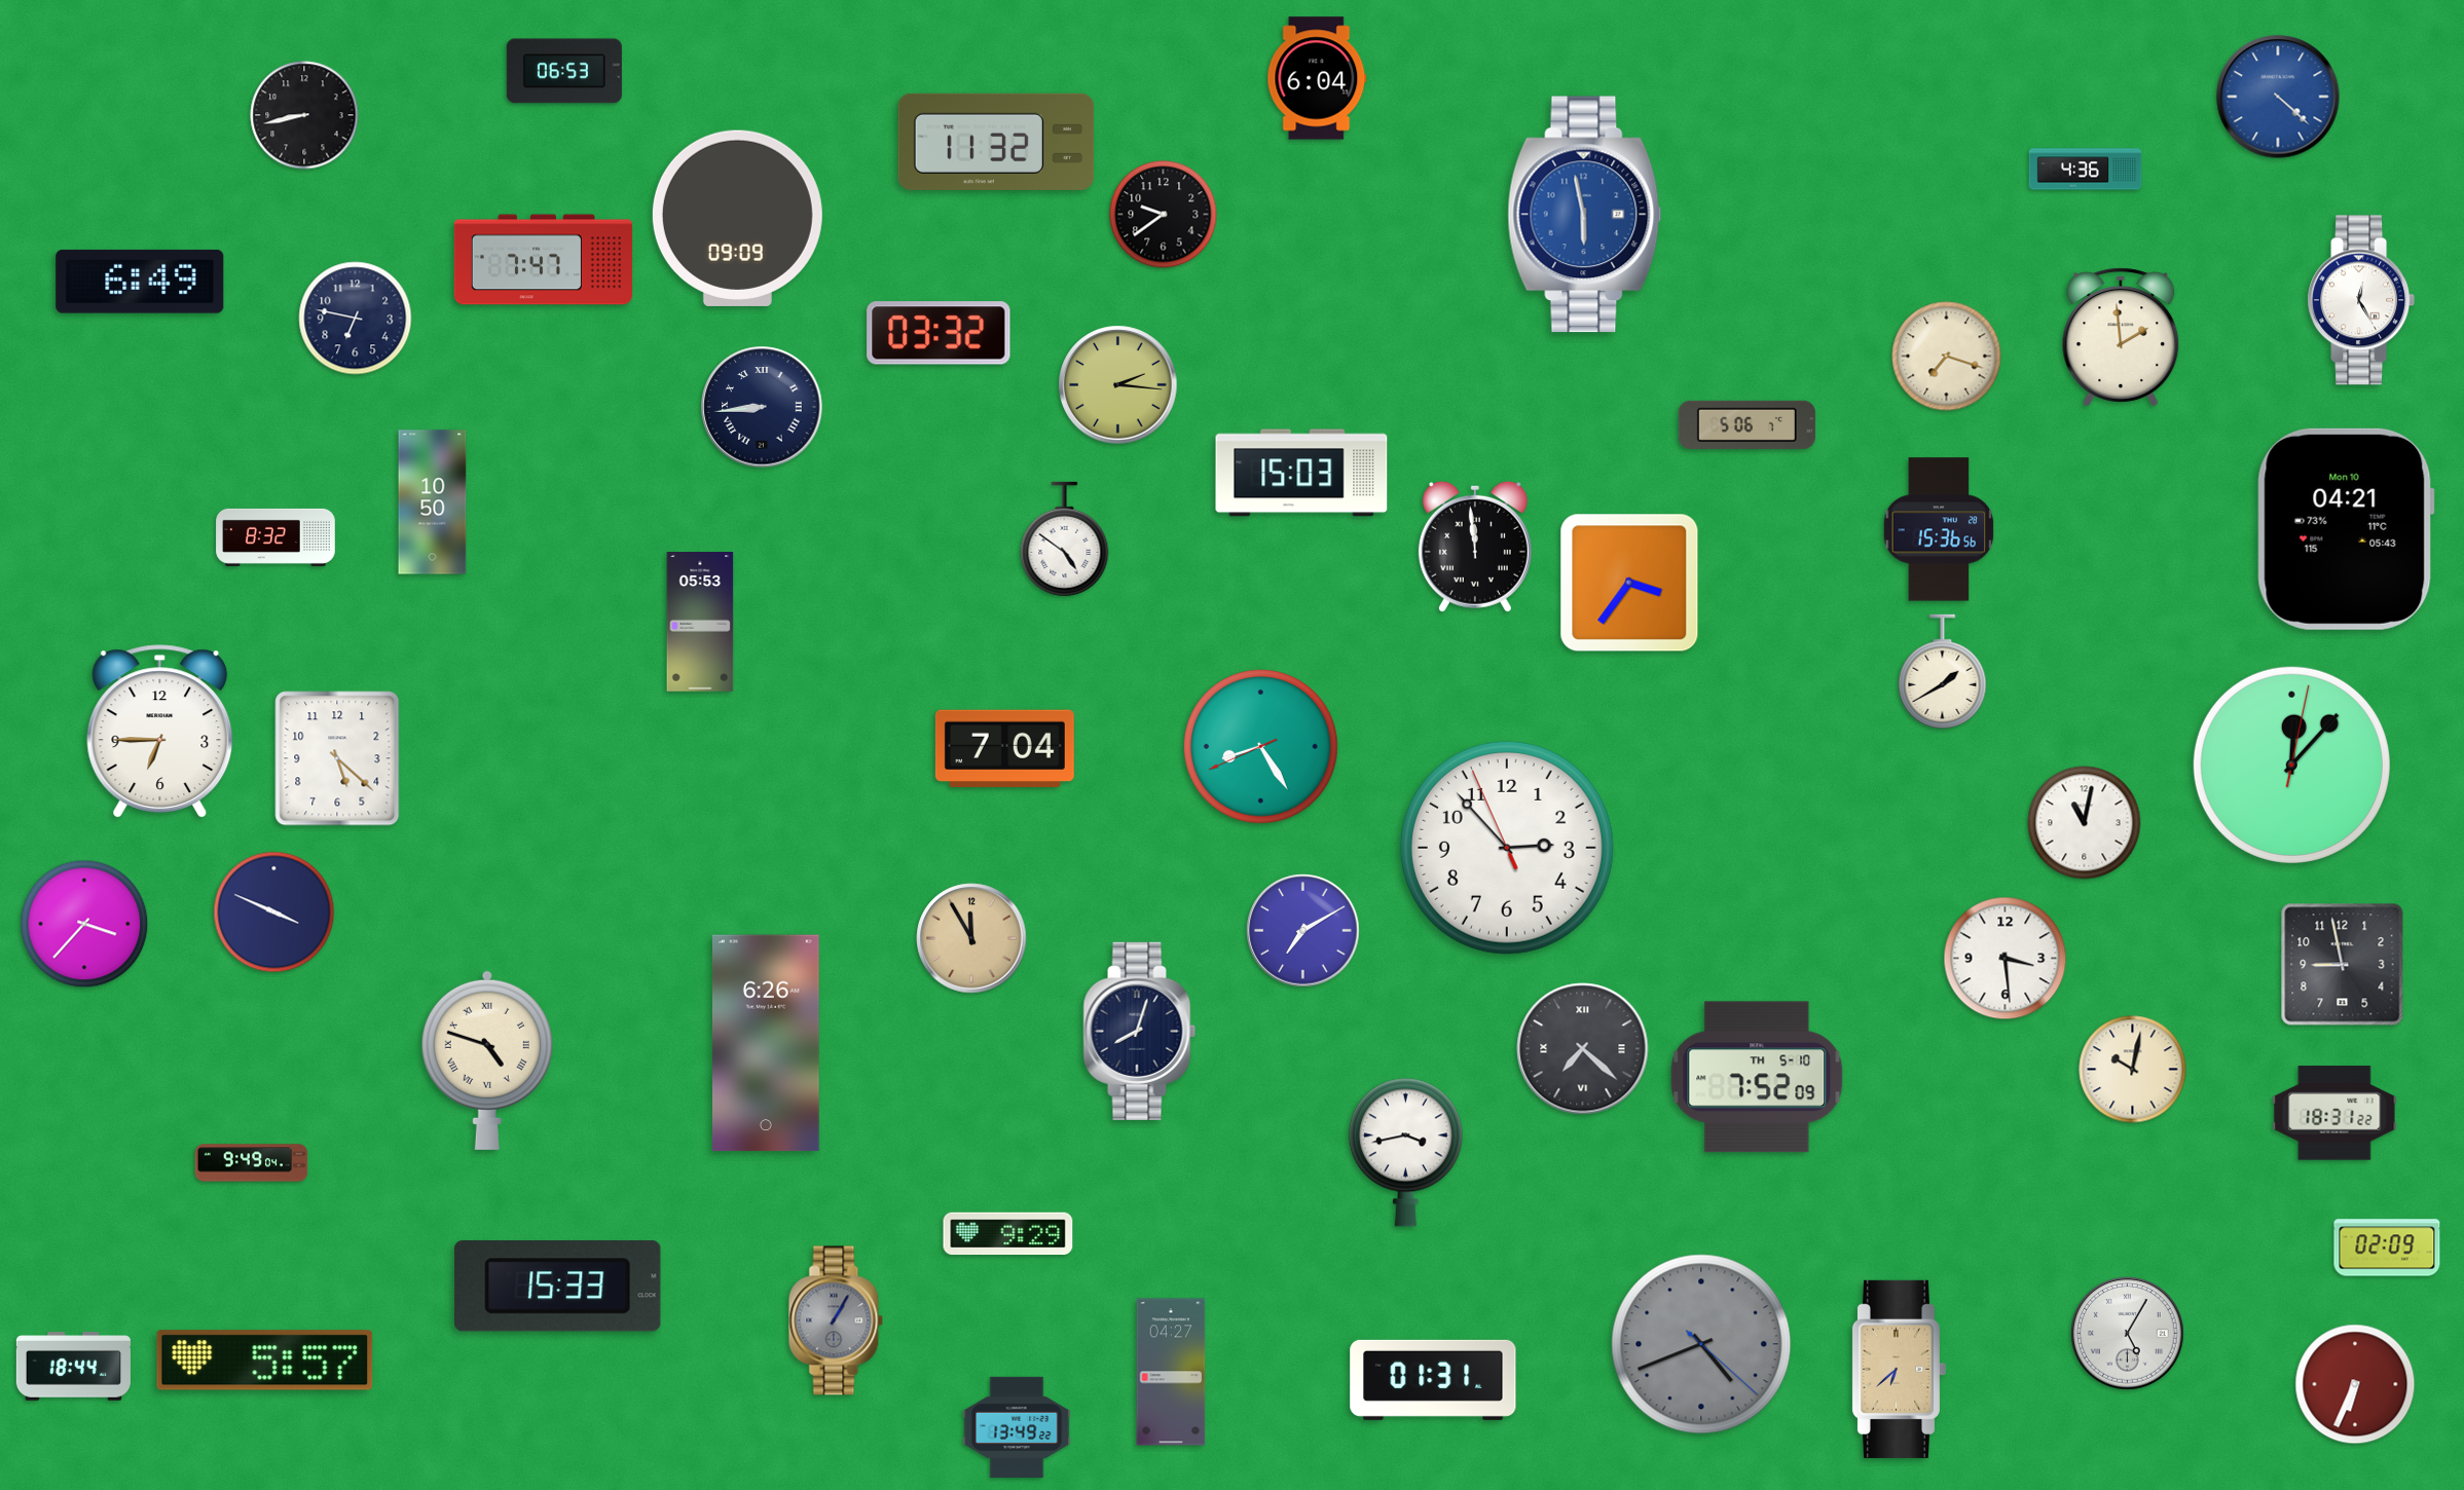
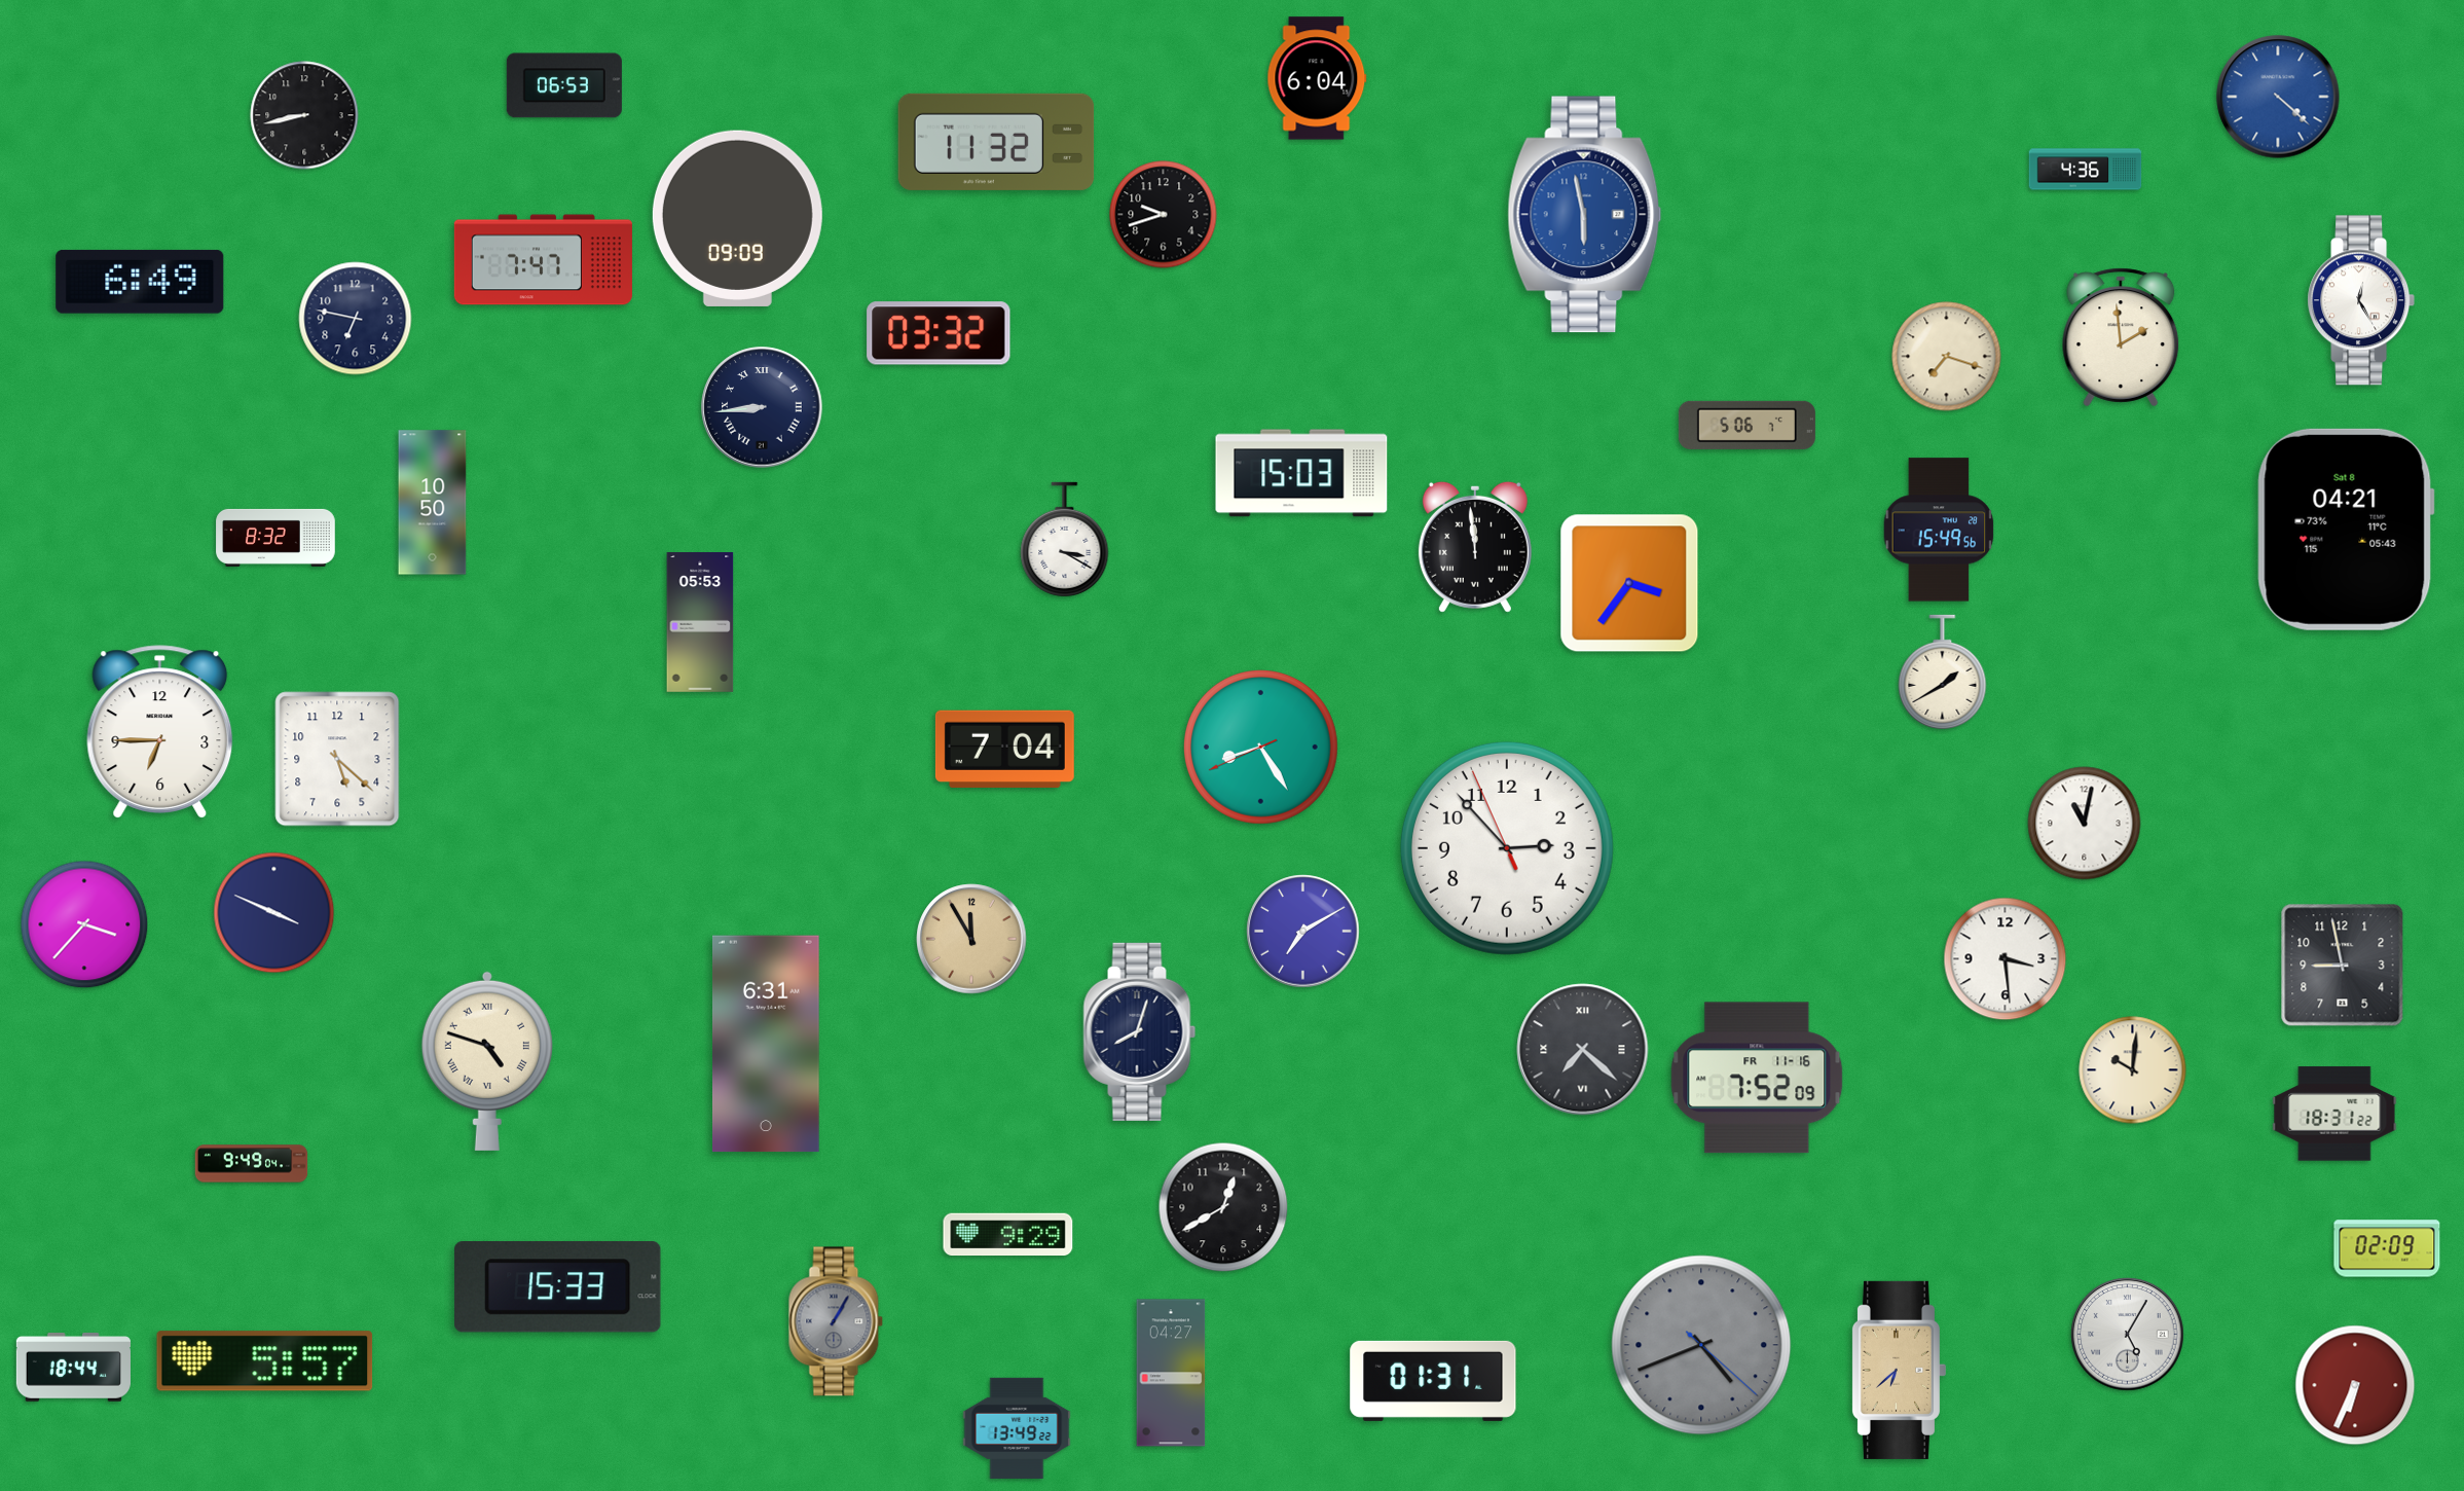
clock at (564, 71) position: (564, 71) -> (564, 85)
clock at (1164, 215): 9:39 -> 9:42
clock at (1118, 385): 2:16 -> none
clock at (1939, 529): 15:36 -> 15:49
clock at (2346, 529) date: Mon 10 -> Sat 8
clock at (1065, 539): 4:51 -> 3:20
clock at (2291, 765): 12:07 -> none
clock at (767, 1043): 6:26 -> 6:31
clock at (2133, 1070): 10:02 -> 10:01
clock at (1757, 1077) date: TH 5-10 -> FR 11-16
clock at (1405, 1152): 3:43 -> none
clock at (1223, 1207): none -> 12:40
